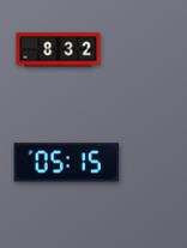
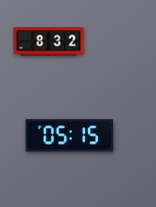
clock at (67, 163) position: (67, 163) -> (70, 136)
